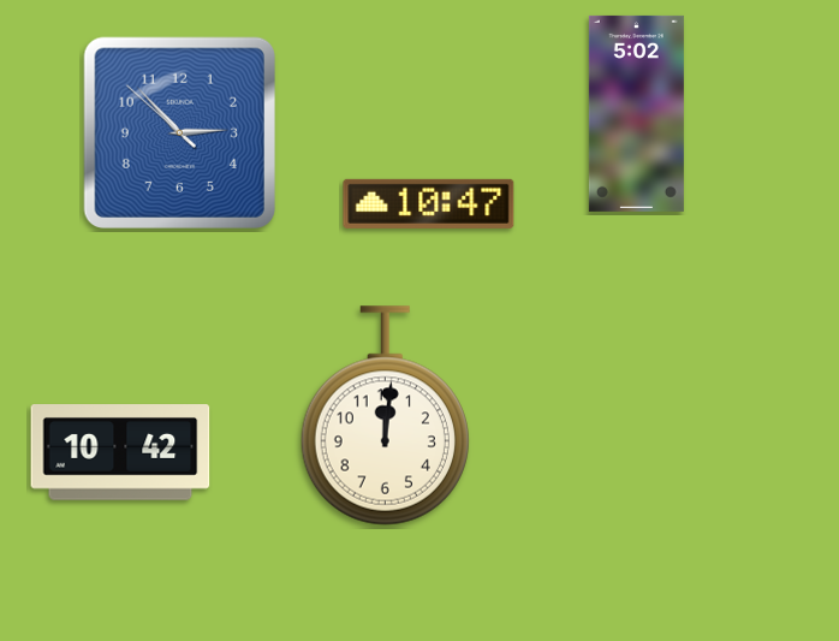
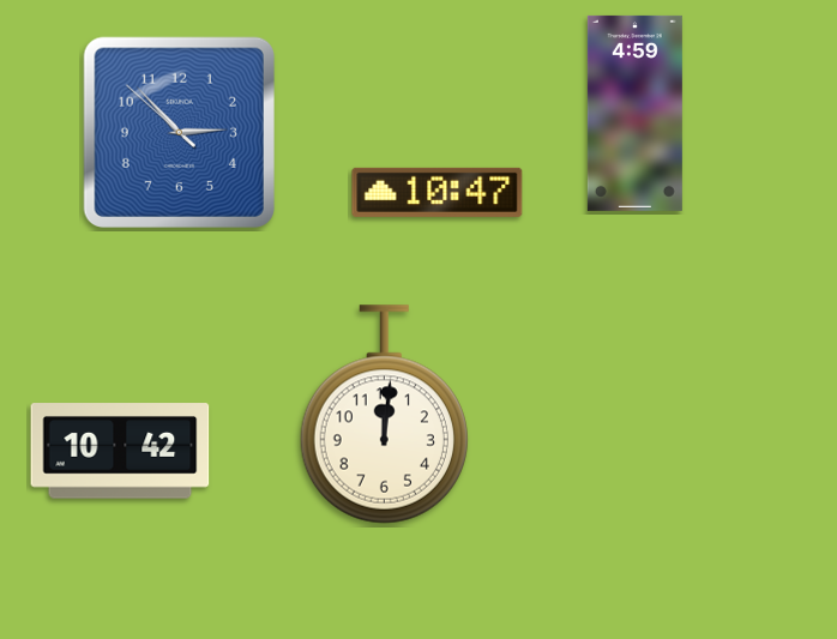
clock at (636, 113): 5:02 -> 4:59
clock at (429, 203) position: (429, 203) -> (438, 192)
